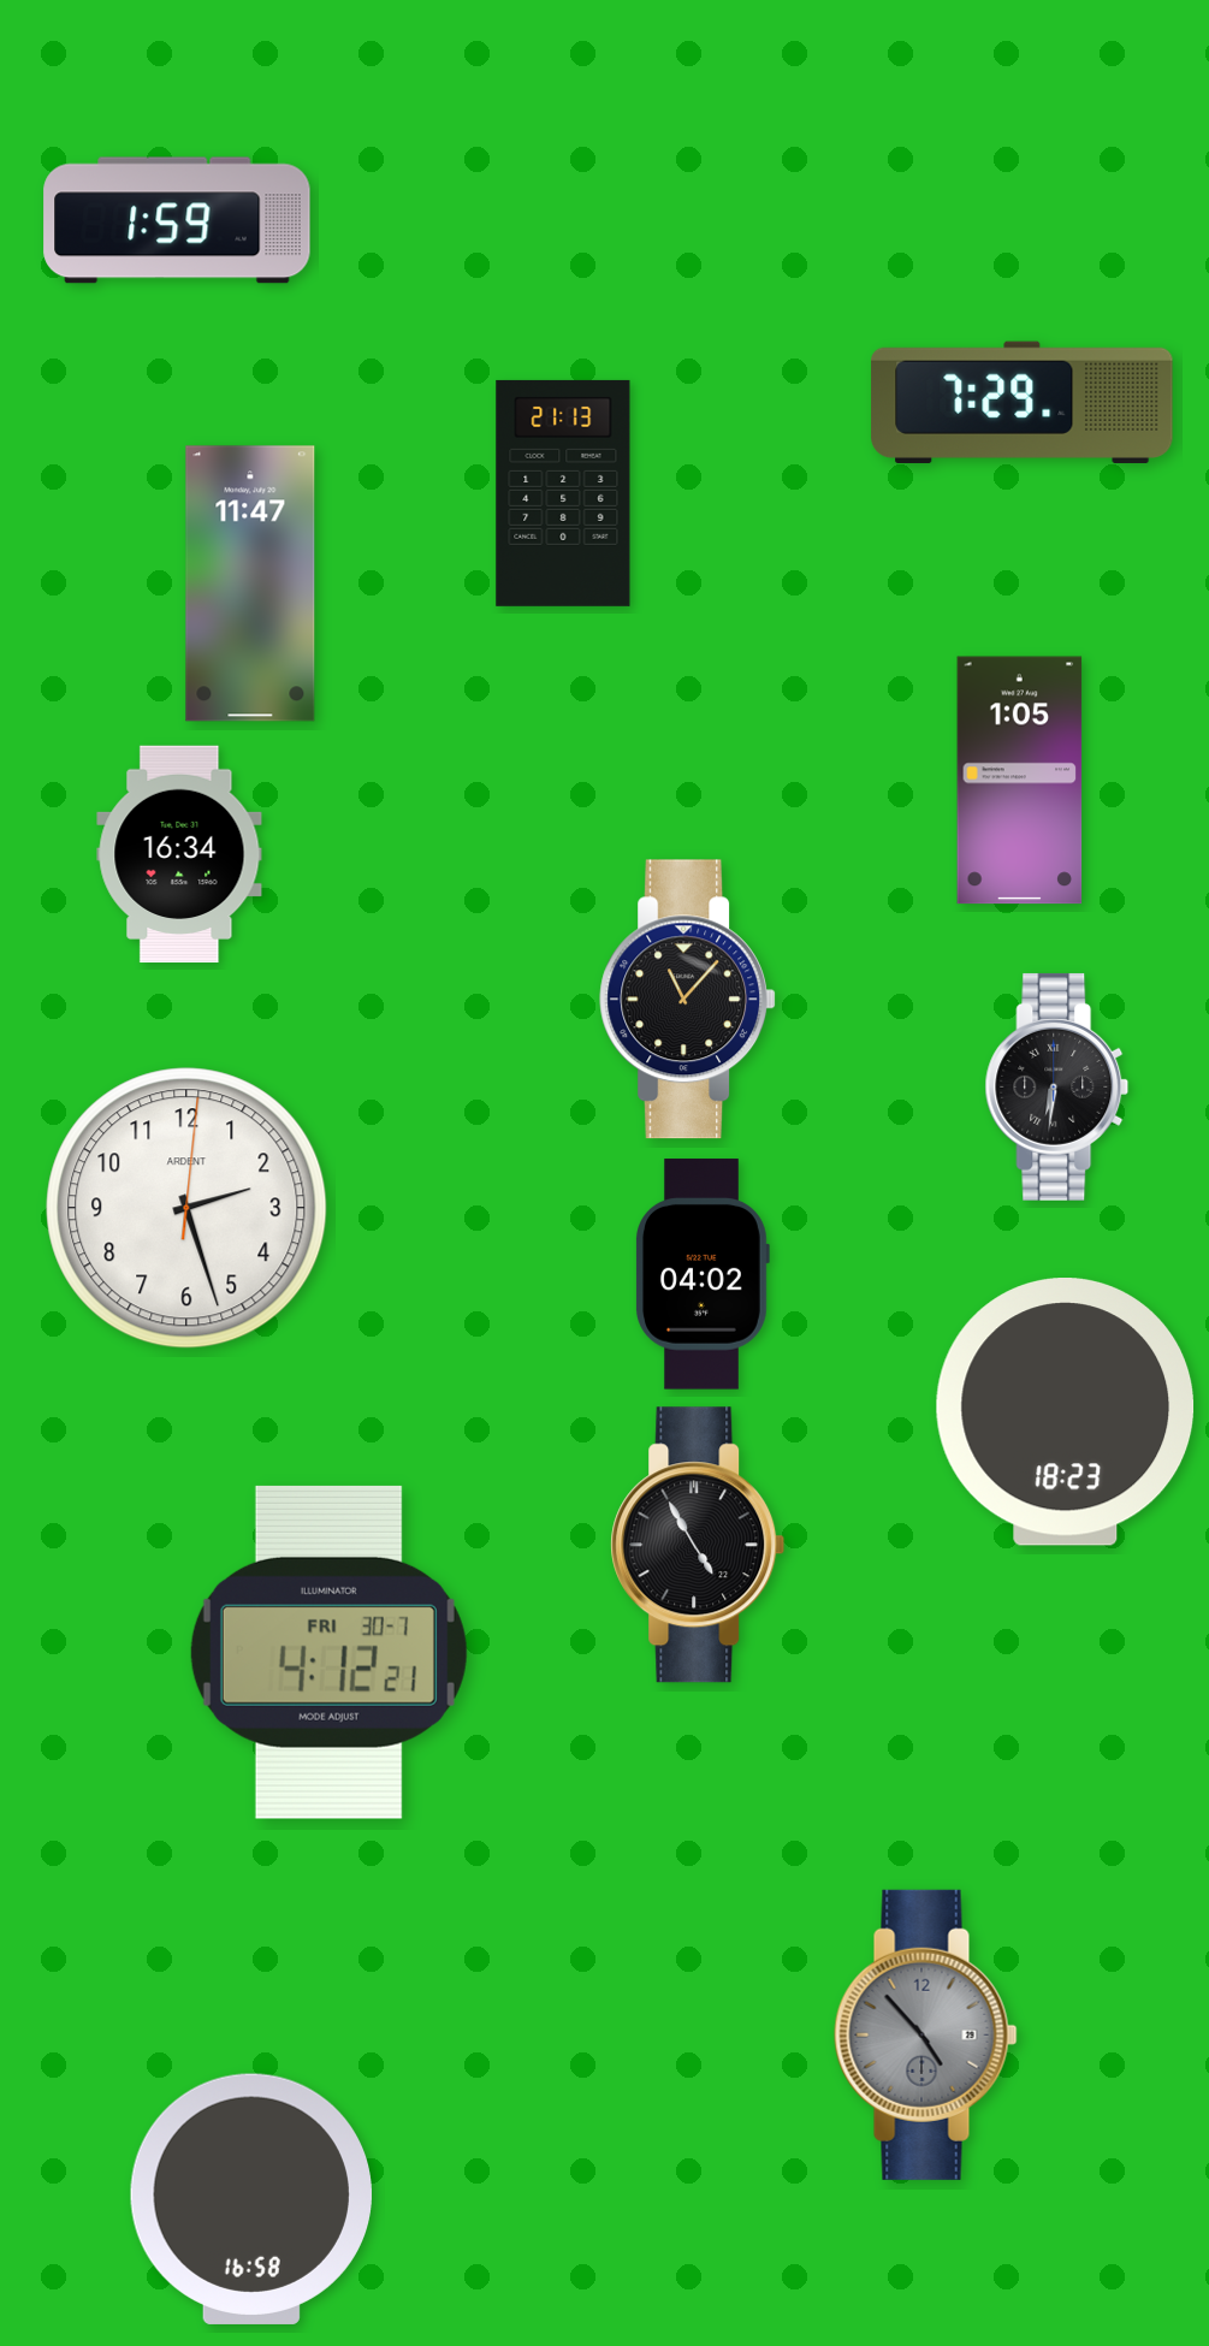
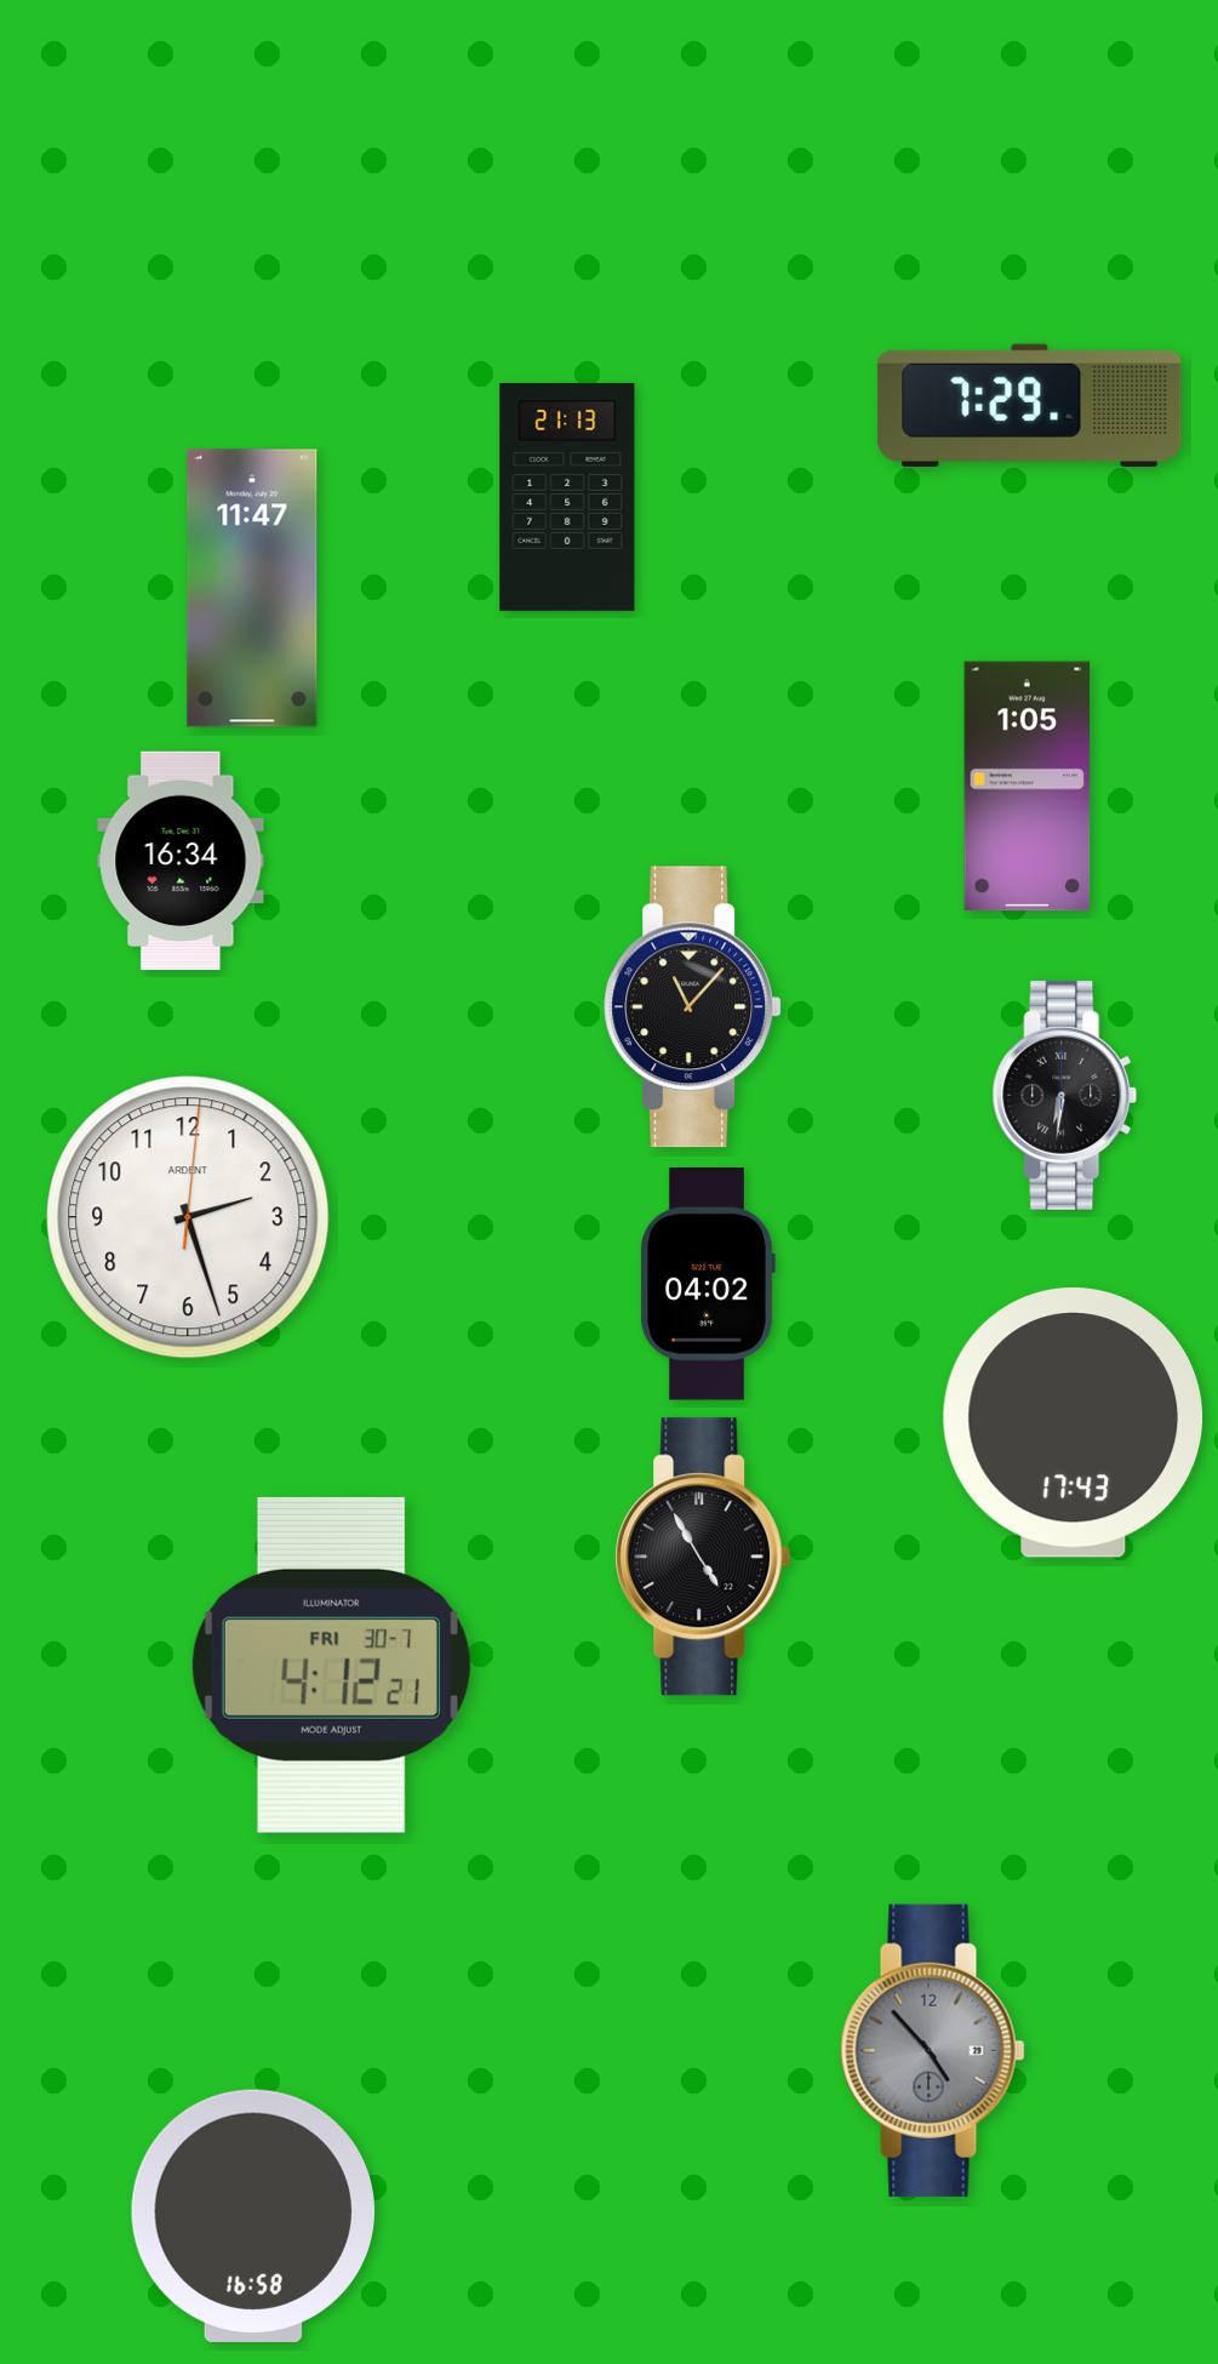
clock at (177, 220): 1:59 -> none
clock at (1066, 1412): 18:23 -> 17:43
